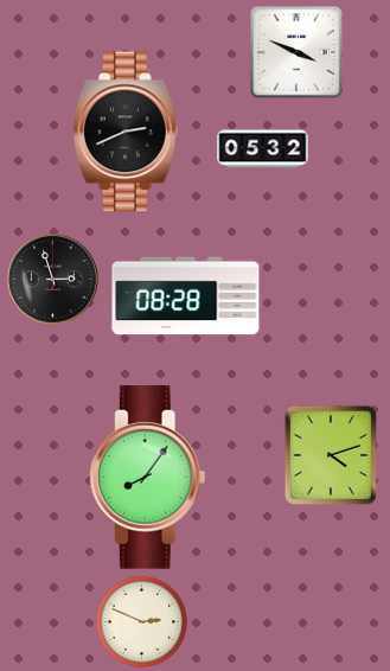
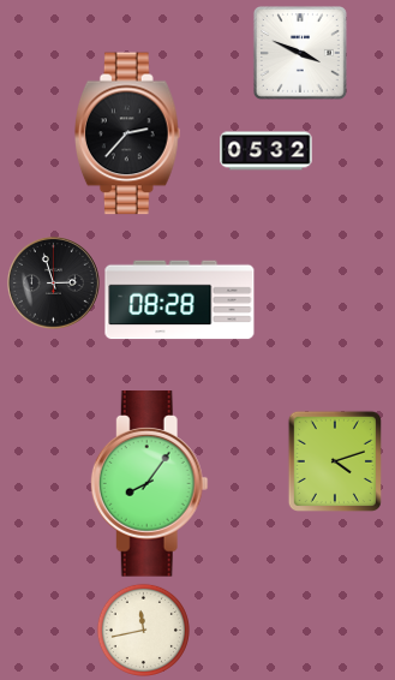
clock at (126, 132): 2:41 -> 2:37
clock at (186, 296) position: (186, 296) -> (180, 300)
clock at (141, 621): 2:49 -> 11:43
